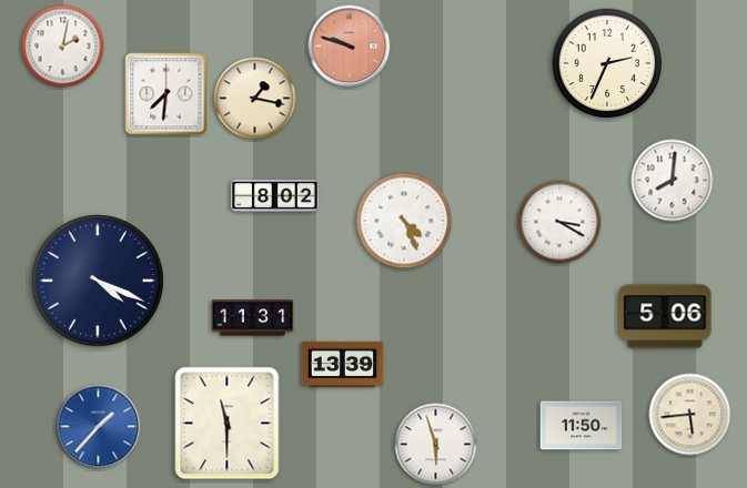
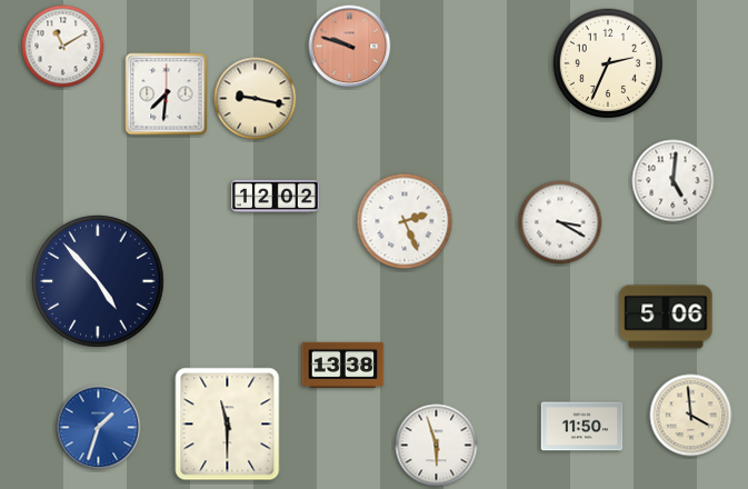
clock at (63, 47): 2:02 -> 11:10
clock at (255, 99): 1:17 -> 9:17
clock at (673, 181): 8:01 -> 5:01
clock at (275, 195): 8:02 -> 12:02
clock at (404, 221): 4:26 -> 2:26
clock at (98, 281): 4:19 -> 4:53
clock at (253, 318): 11:31 -> none
clock at (343, 364): 13:39 -> 13:38
clock at (690, 415): 5:44 -> 3:59
clock at (99, 427): 1:37 -> 1:33
